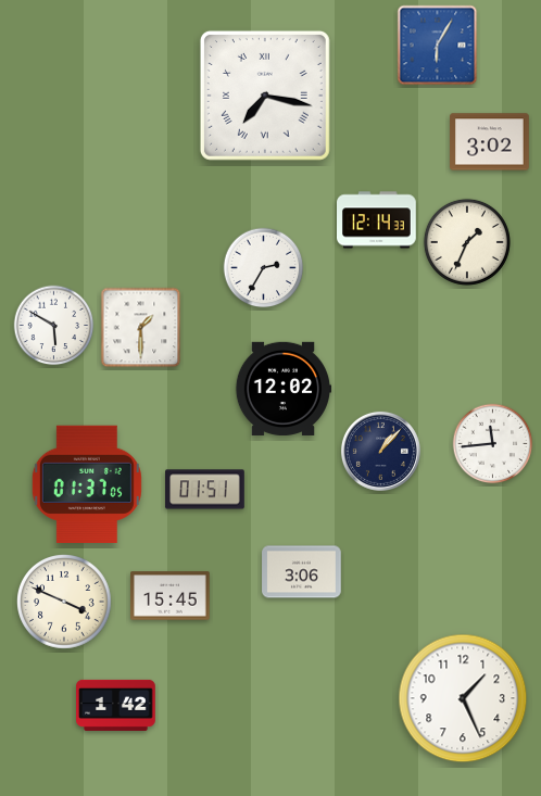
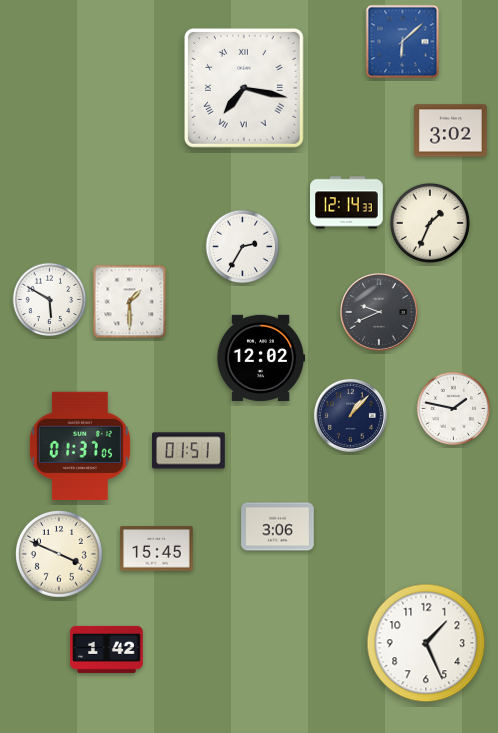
clock at (438, 46): 6:05 -> 6:08
clock at (379, 312): none -> 9:41
clock at (493, 444): 11:44 -> 1:47
